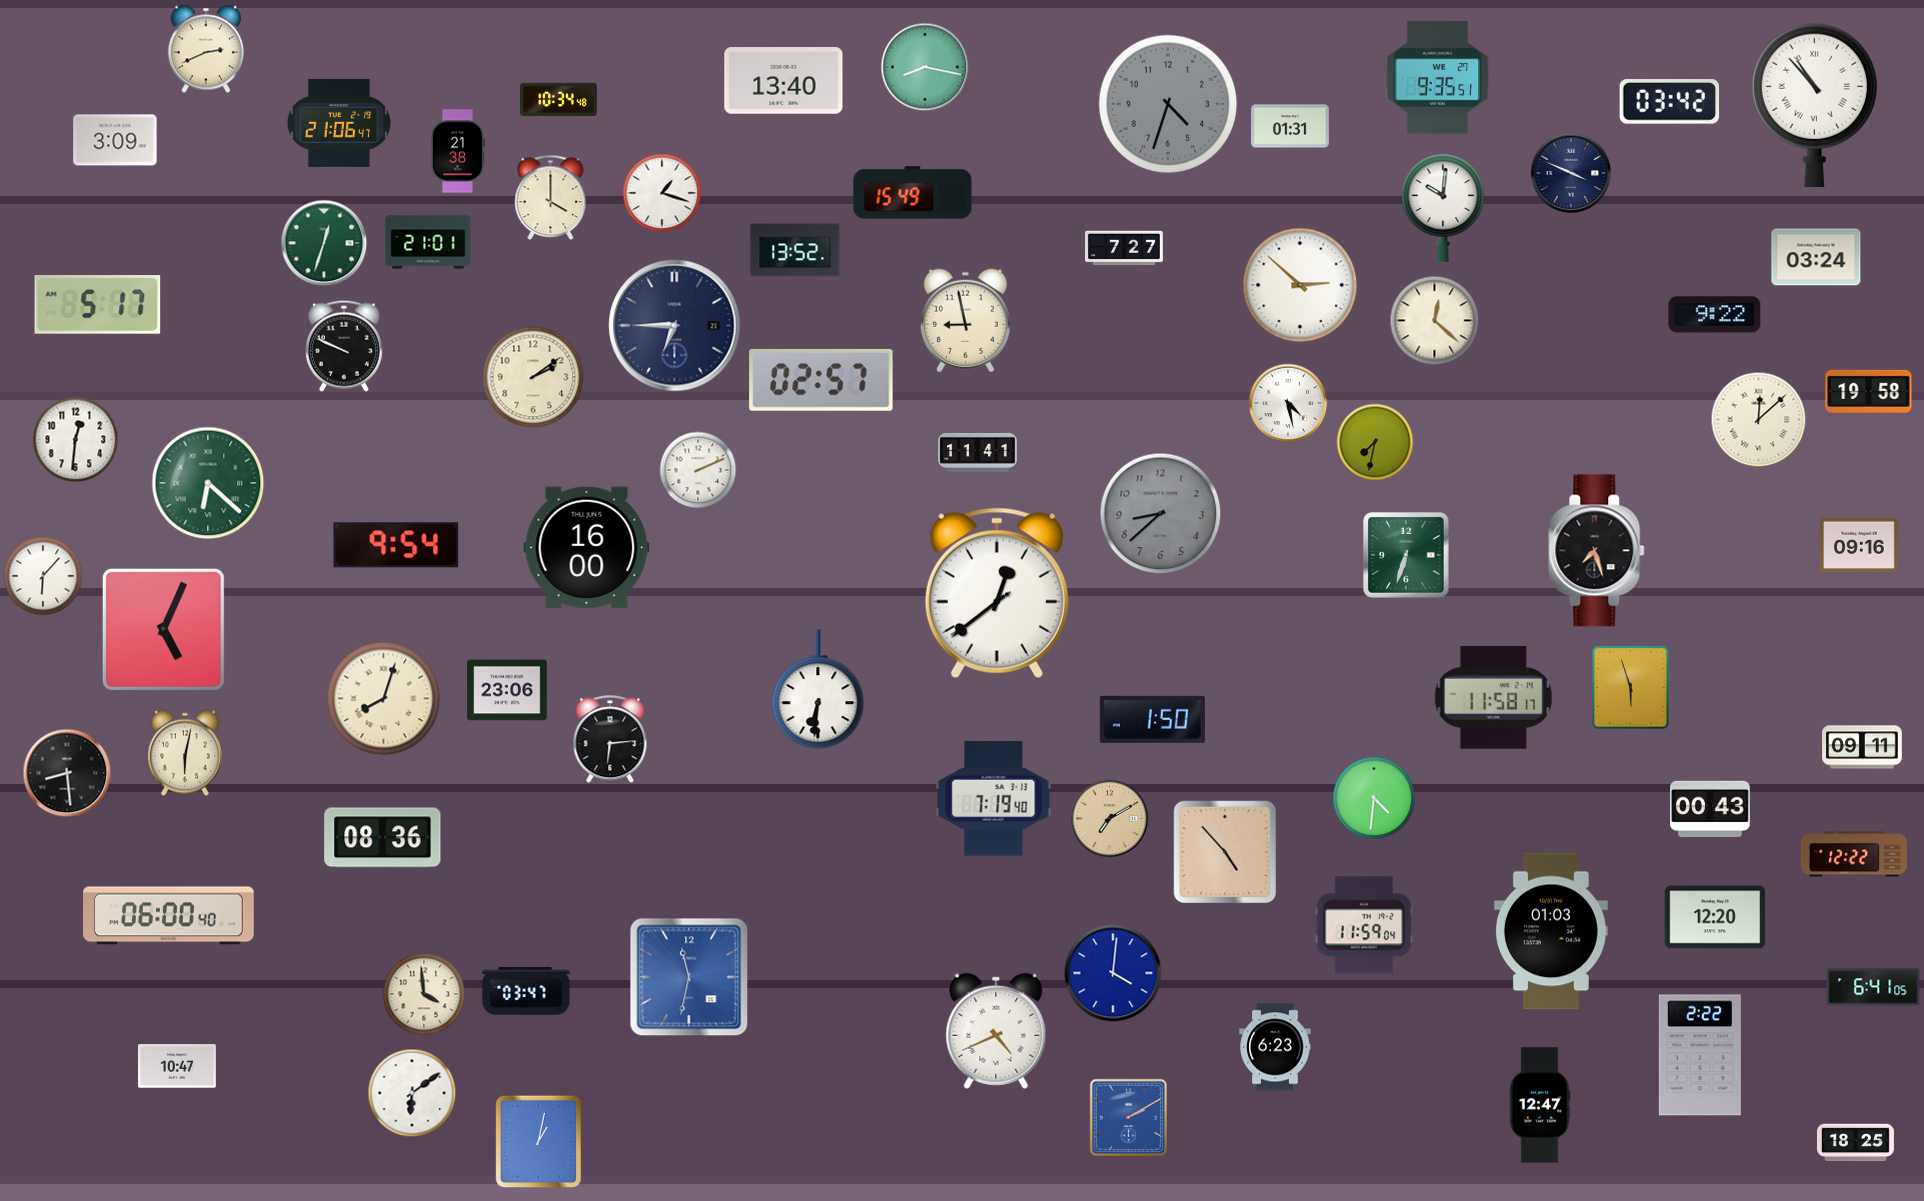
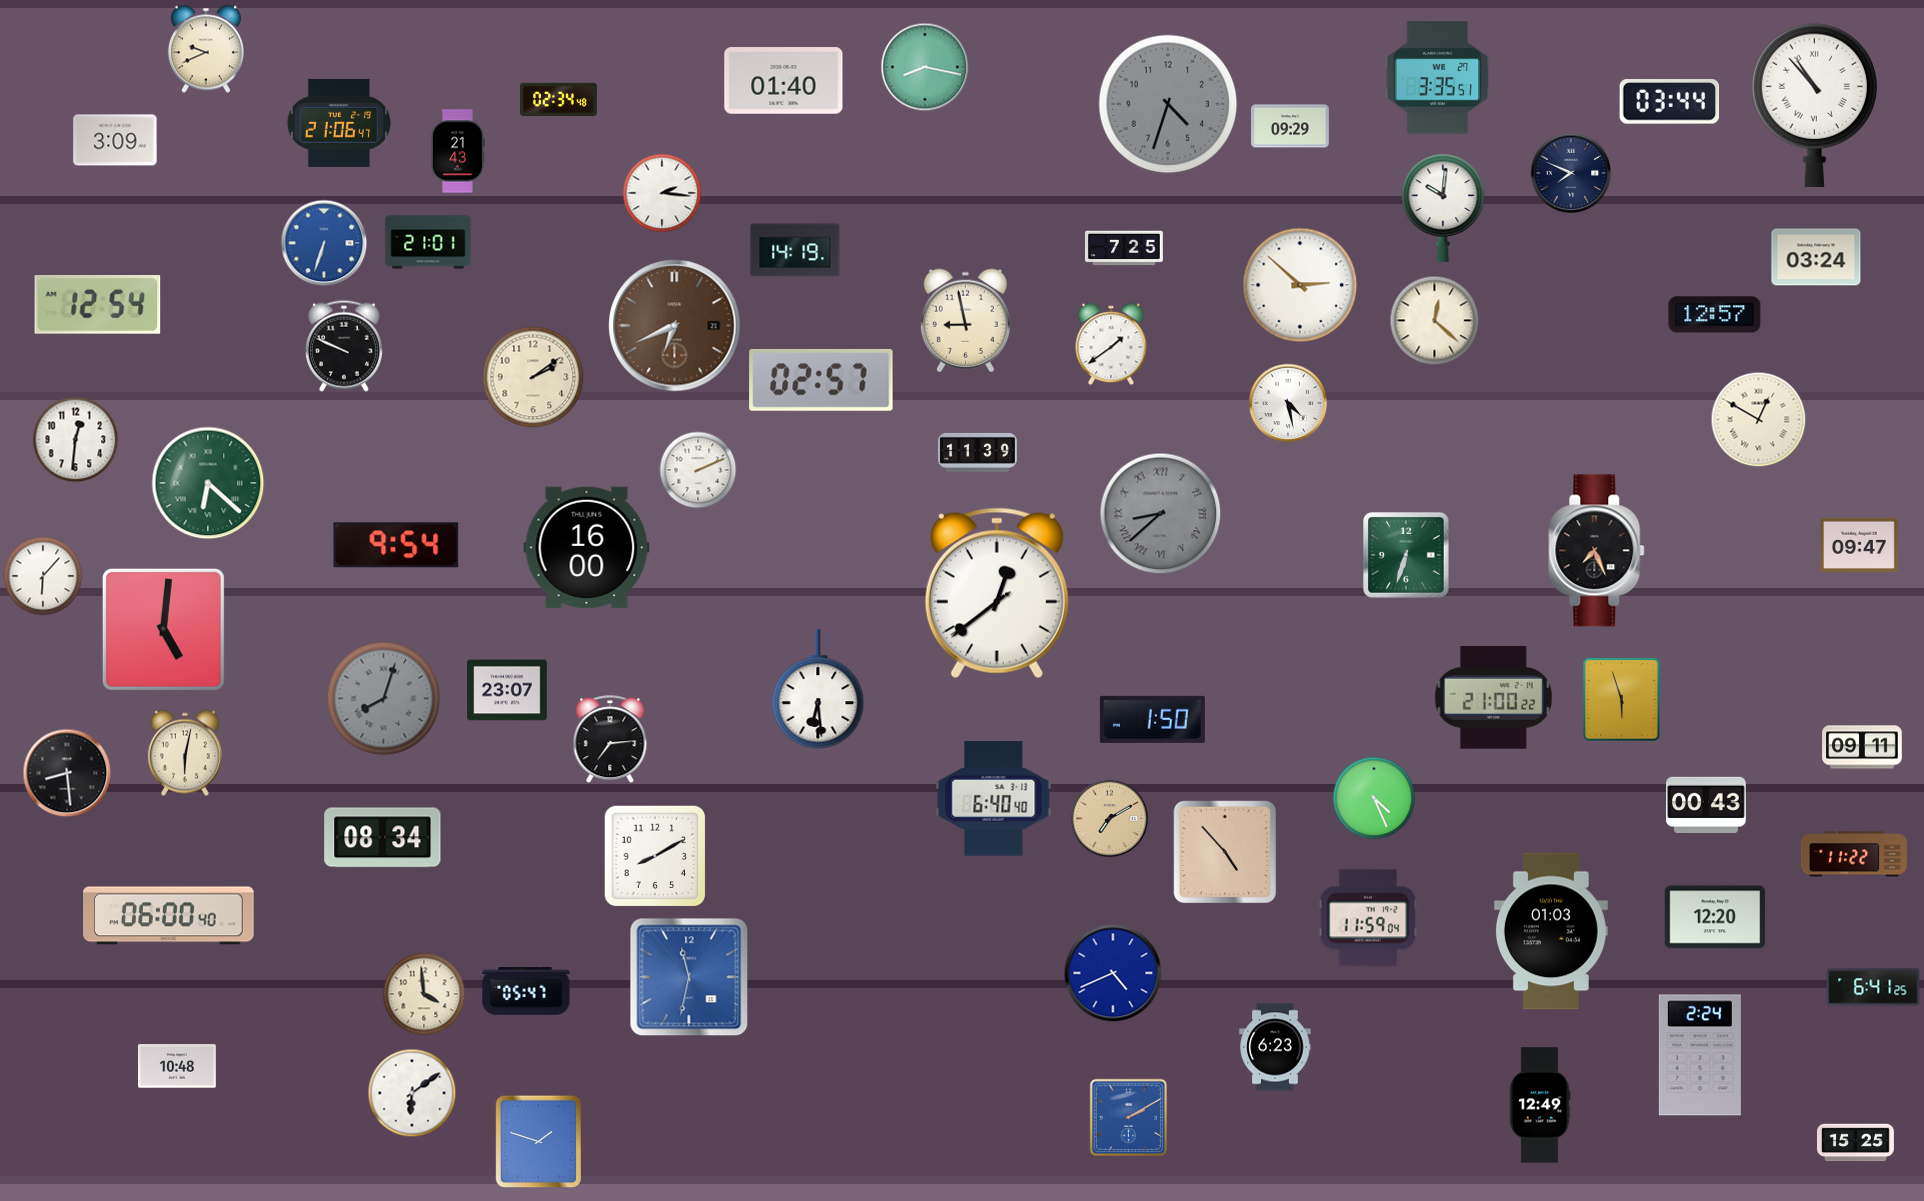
clock at (206, 49): 2:41 -> 9:41
clock at (1438, 78): 9:35 -> 3:35
clock at (784, 81): 13:40 -> 01:40
clock at (558, 100): 10:34 -> 02:34
clock at (1670, 102): 03:42 -> 03:44
clock at (1291, 126): 01:31 -> 09:29
clock at (458, 151): 21:38 -> 21:43
clock at (1571, 173): 3:49 -> 7:49
clock at (662, 193): 1:18 -> 2:16
clock at (913, 193): 15:49 -> none
clock at (551, 198): 4:00 -> none
clock at (324, 243): 12:33 -> 6:33
clock at (324, 243) dial: green -> blue
clock at (1125, 248): 7:27 -> 7:25
clock at (795, 250): 13:52 -> 14:19
clock at (98, 305): 5:17 -> 12:54
clock at (1715, 315): 9:22 -> 12:57
clock at (675, 326): 6:45 -> 6:41
clock at (675, 326) dial: navy -> brown
clock at (1111, 344): none -> 1:39
clock at (1869, 391): 19:58 -> none
clock at (1759, 420): 12:08 -> 12:50
clock at (1375, 442): 7:32 -> none
clock at (978, 452): 11:41 -> 11:39
clock at (1161, 514) numerals: Arabic -> Roman
clock at (1859, 545): 09:16 -> 09:47
clock at (1597, 551): 7:27 -> 7:26
clock at (163, 629): 5:04 -> 5:01
clock at (1631, 688) position: (1631, 688) -> (1622, 700)
clock at (818, 689): 6:31 -> 6:29
clock at (507, 690): 23:06 -> 23:07
clock at (1493, 698): 11:58 -> 21:00
clock at (384, 699) dial: cream -> grey
clock at (610, 740): 6:14 -> 7:14
clock at (1374, 798): 4:31 -> 4:26
clock at (994, 799): 7:19 -> 6:40
clock at (1710, 809) position: (1710, 809) -> (1706, 805)
clock at (383, 838): 08:36 -> 08:34
clock at (1854, 854): 12:22 -> 11:22
clock at (655, 856): none -> 8:10
clock at (1364, 925) position: (1364, 925) -> (1368, 918)
clock at (1113, 973): 4:01 -> 4:41
clock at (1873, 987): 6:41:05 -> 6:41:25
clock at (526, 991): 03:47 -> 05:47
clock at (996, 1031): 4:41 -> none
clock at (1700, 1055): 2:22 -> 2:24
clock at (178, 1066): 10:47 -> 10:48
clock at (1540, 1105): 12:47 -> 12:49
clock at (539, 1142): 1:02 -> 1:48
clock at (1855, 1143): 18:25 -> 15:25
